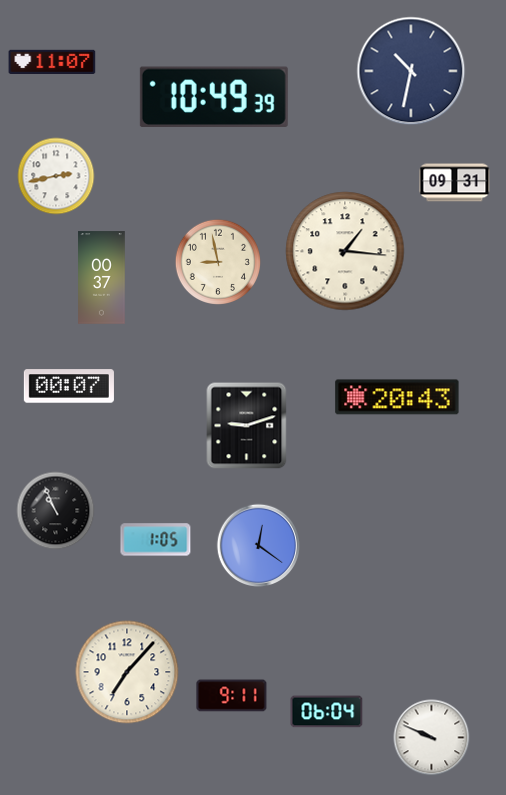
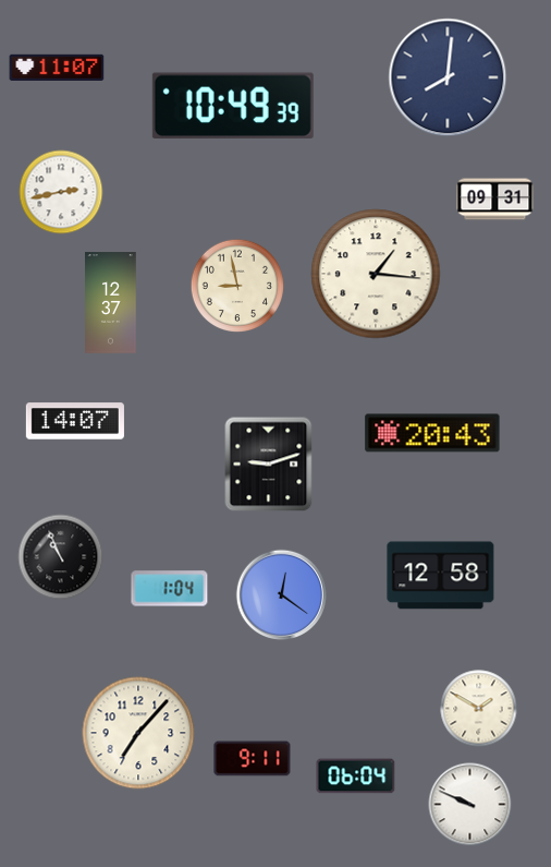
clock at (411, 71): 10:32 -> 8:01
clock at (102, 278): 00:37 -> 12:37
clock at (69, 386): 00:07 -> 14:07
clock at (441, 576): none -> 12:58
clock at (156, 540): 1:05 -> 1:04
clock at (479, 709): none -> 1:50
